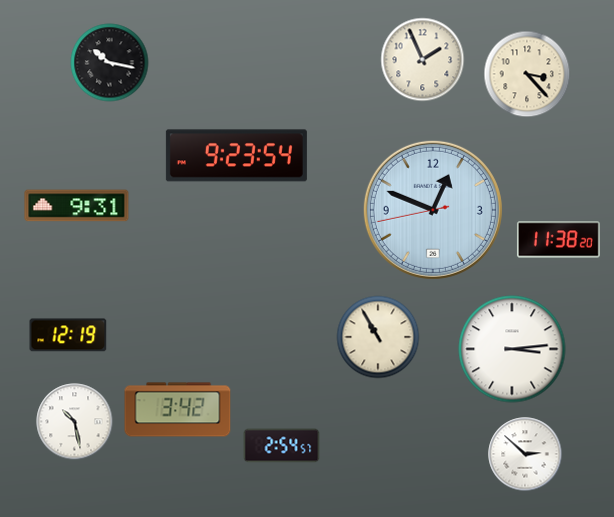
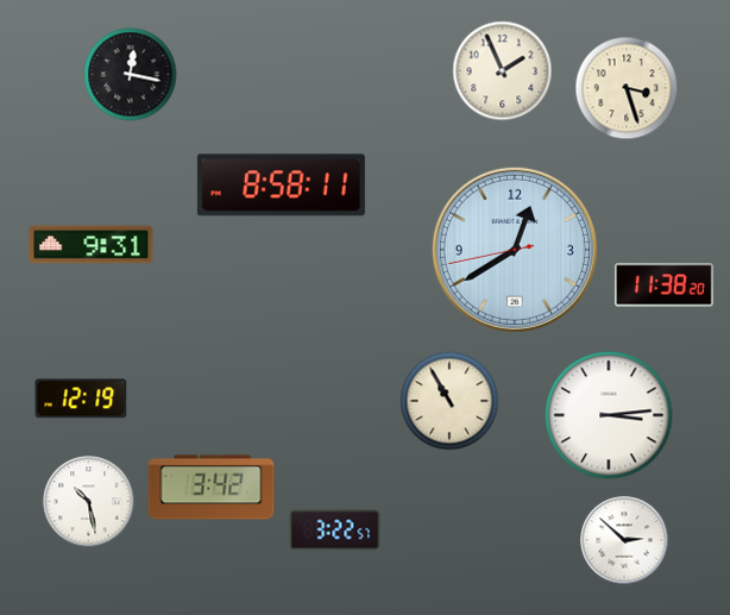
clock at (110, 63): 10:17 -> 12:17
clock at (527, 74): 3:23 -> 3:27
clock at (236, 156): 9:23 -> 8:58
clock at (433, 210): 12:48 -> 12:39
clock at (282, 446): 2:54 -> 3:22
